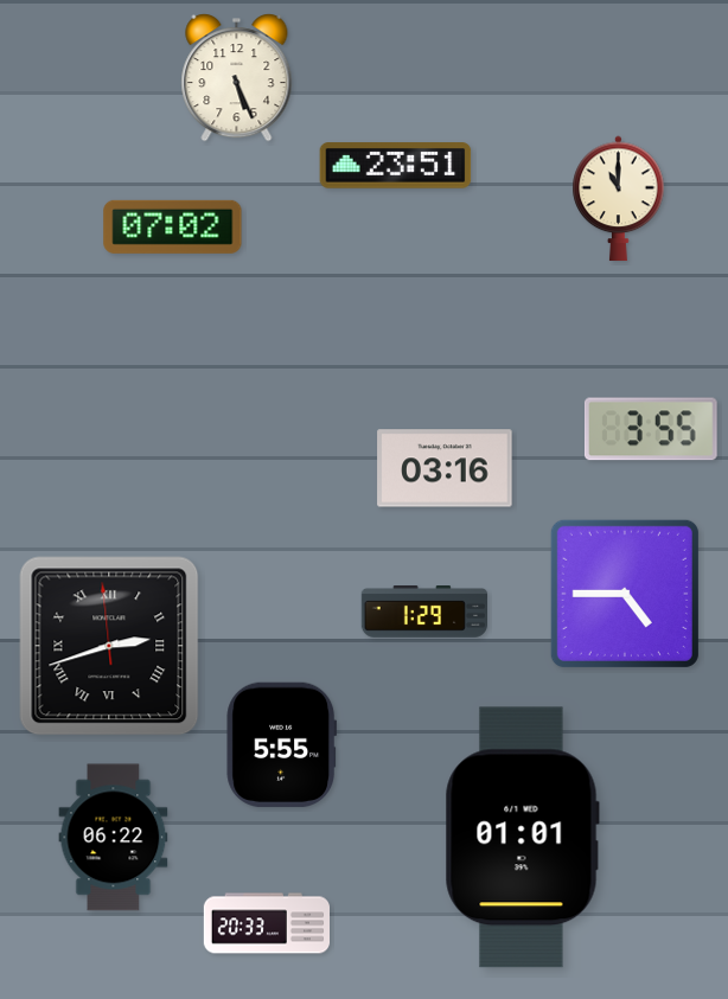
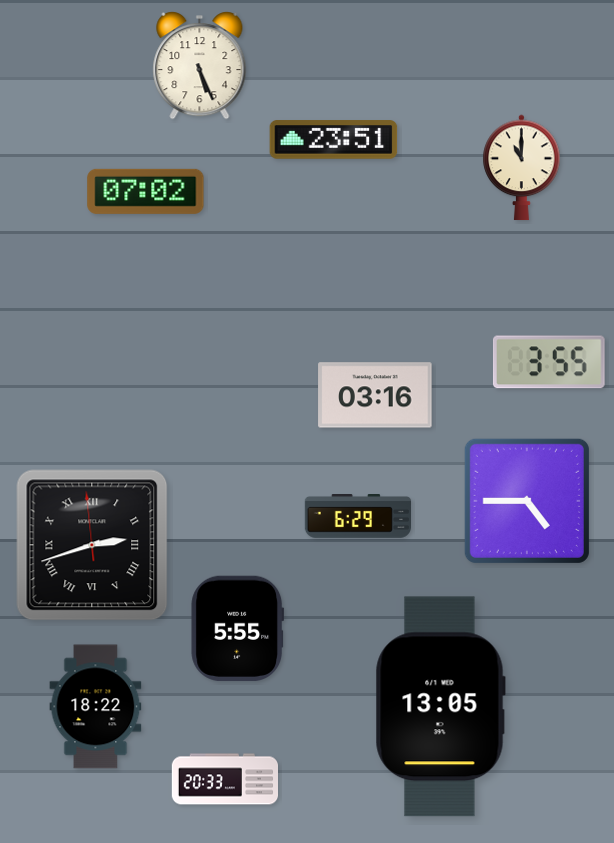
clock at (423, 613): 1:29 -> 6:29
clock at (114, 838): 06:22 -> 18:22
clock at (522, 838): 01:01 -> 13:05
